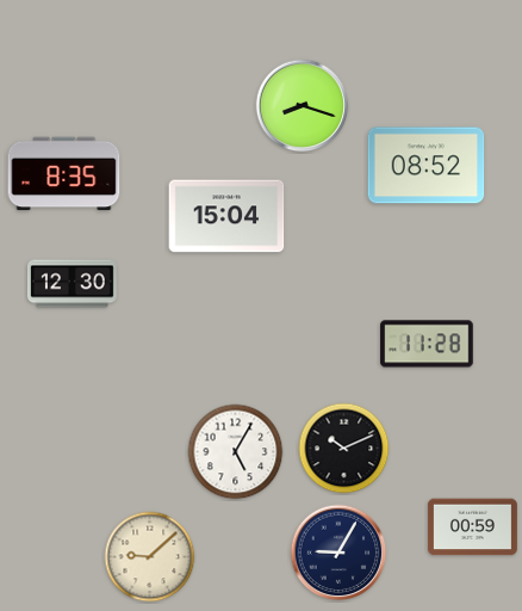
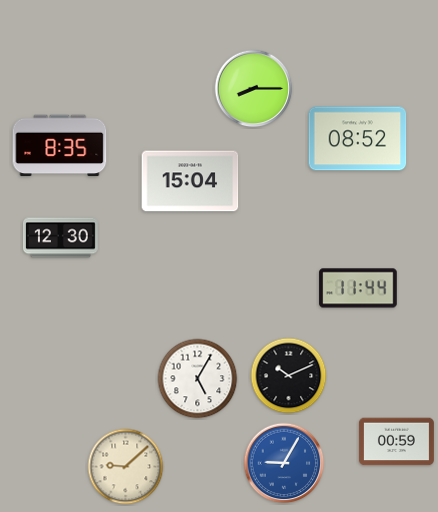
clock at (303, 106): 8:18 -> 8:15
clock at (64, 174) position: (64, 174) -> (60, 146)
clock at (427, 344): 11:28 -> 11:44
clock at (338, 553) dial: navy -> blue
